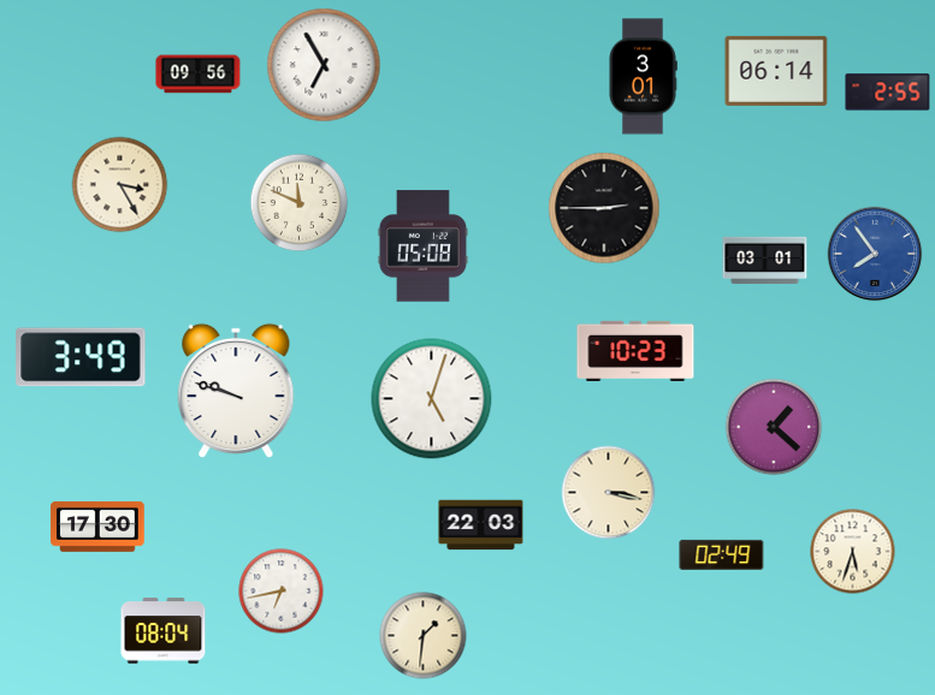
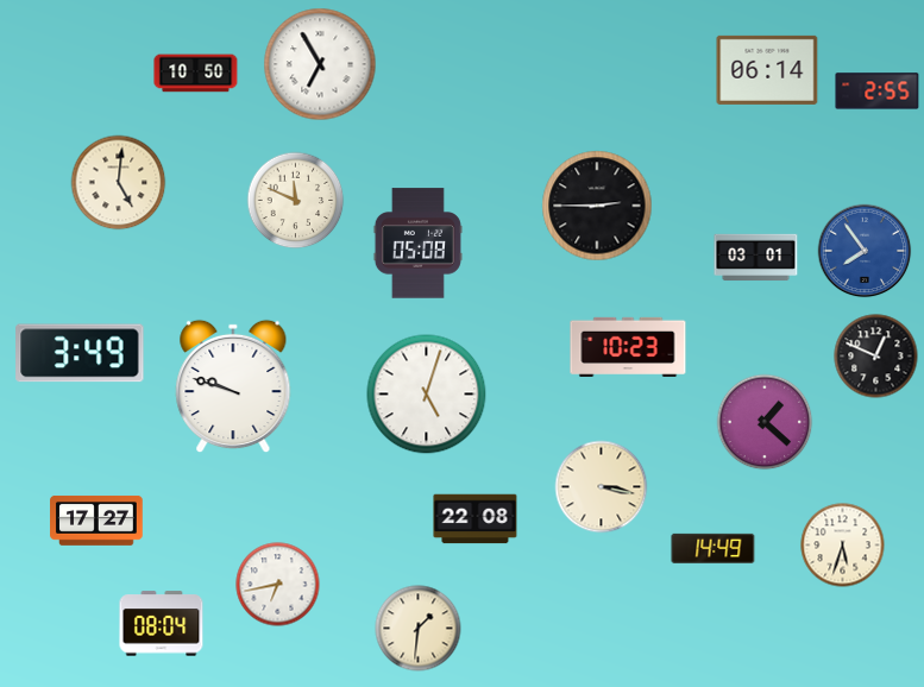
clock at (199, 75): 09:56 -> 10:50
clock at (643, 77): 3:01 -> none
clock at (120, 185): 3:25 -> 5:01
clock at (876, 357): none -> 12:49
clock at (481, 525): 22:03 -> 22:08
clock at (97, 527): 17:30 -> 17:27
clock at (722, 554): 02:49 -> 14:49
